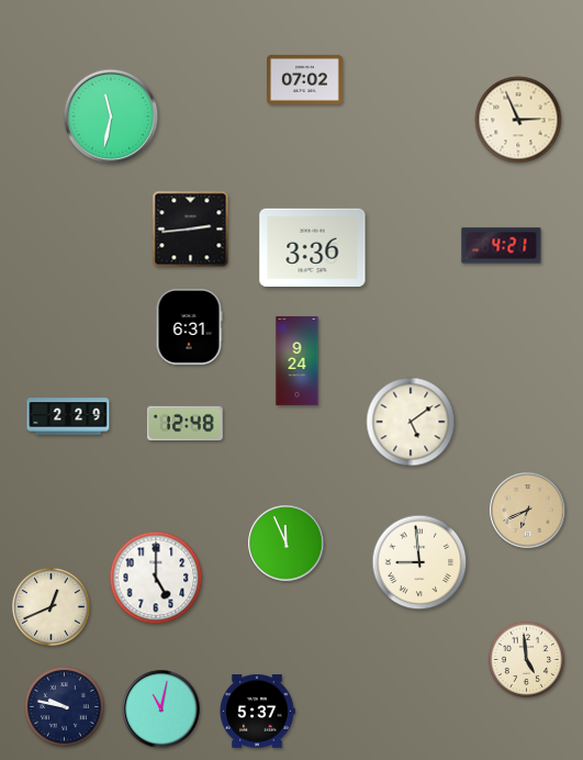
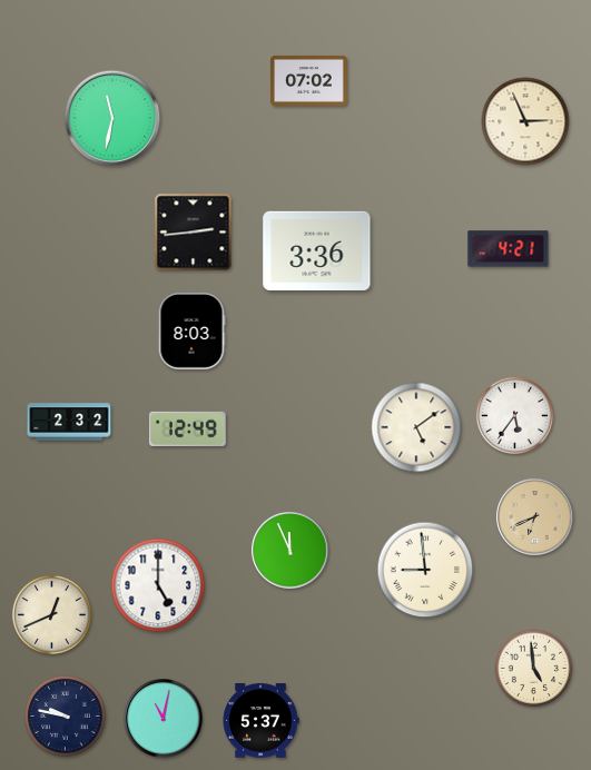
clock at (189, 327): 6:31 -> 8:03
clock at (298, 361): 9:24 -> none
clock at (514, 415): none -> 5:36
clock at (68, 416): 2:29 -> 2:32
clock at (184, 423): 12:48 -> 12:49
